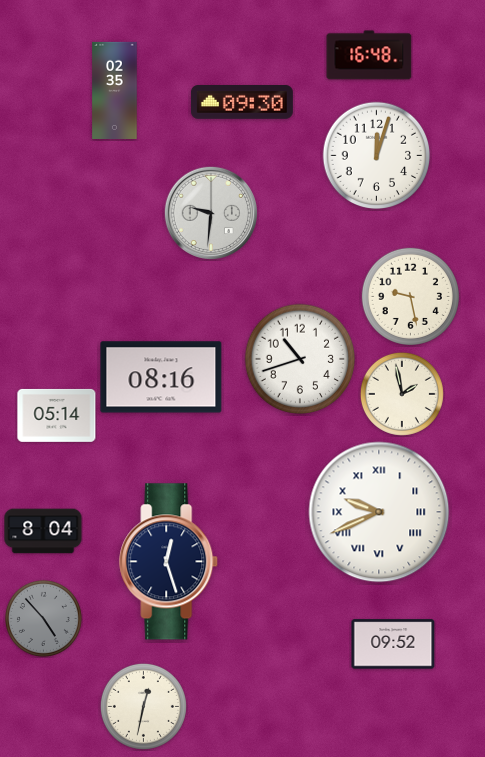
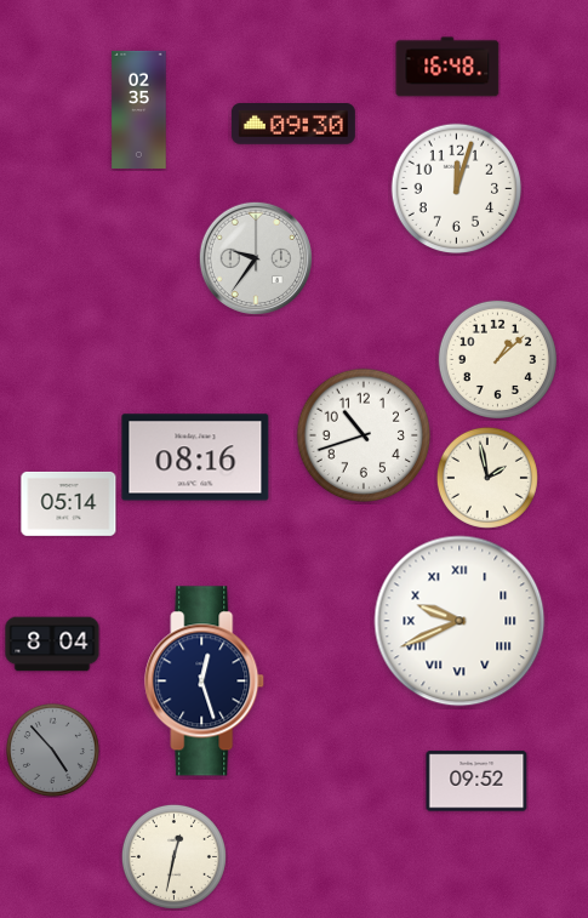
clock at (210, 212): 9:31 -> 9:36
clock at (410, 296): 9:28 -> 1:08
